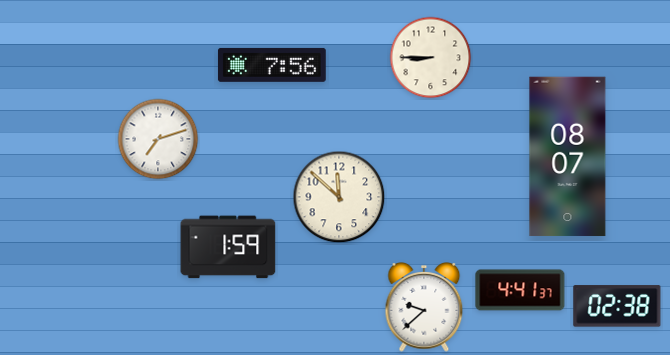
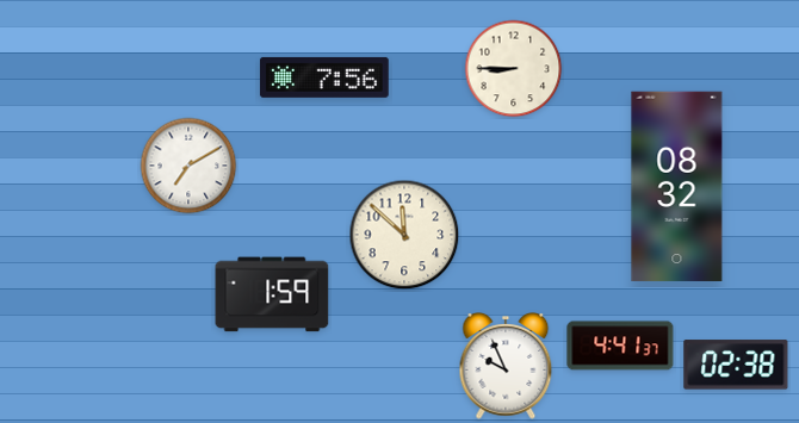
clock at (158, 139): 7:12 -> 7:10
clock at (568, 157): 08:07 -> 08:32
clock at (424, 308): 9:38 -> 9:56
